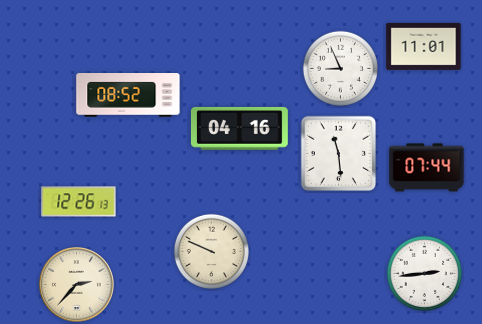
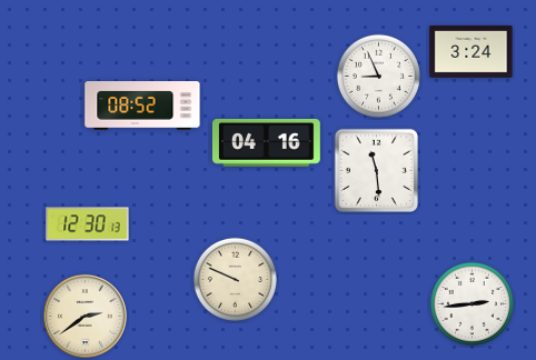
clock at (424, 46): 11:01 -> 3:24
clock at (427, 168): 07:44 -> none
clock at (79, 202): 12:26 -> 12:30
clock at (77, 285): 2:37 -> 2:39
